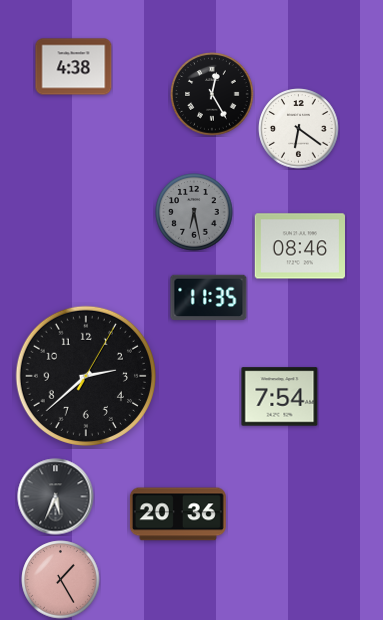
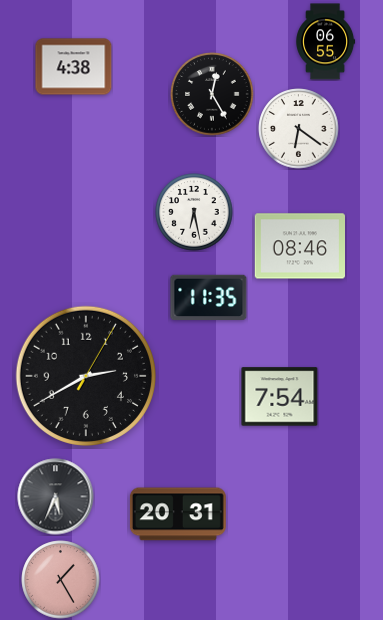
clock at (326, 42): none -> 06:55
clock at (194, 212) dial: grey -> white
clock at (86, 376): 2:38 -> 2:40
clock at (178, 514): 20:36 -> 20:31
